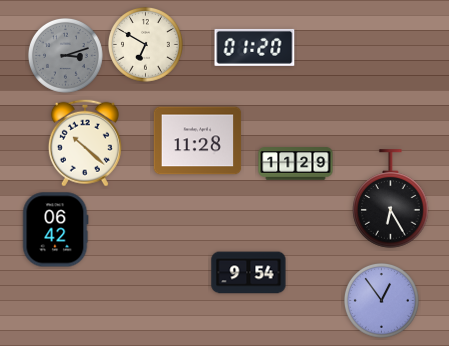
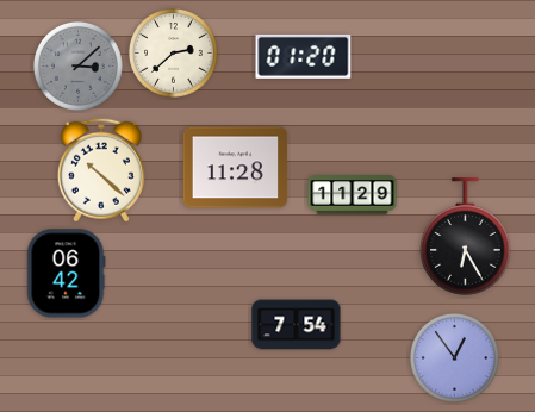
clock at (145, 44): 6:50 -> 2:38
clock at (65, 55): 3:12 -> 3:08
clock at (249, 273): 9:54 -> 7:54
